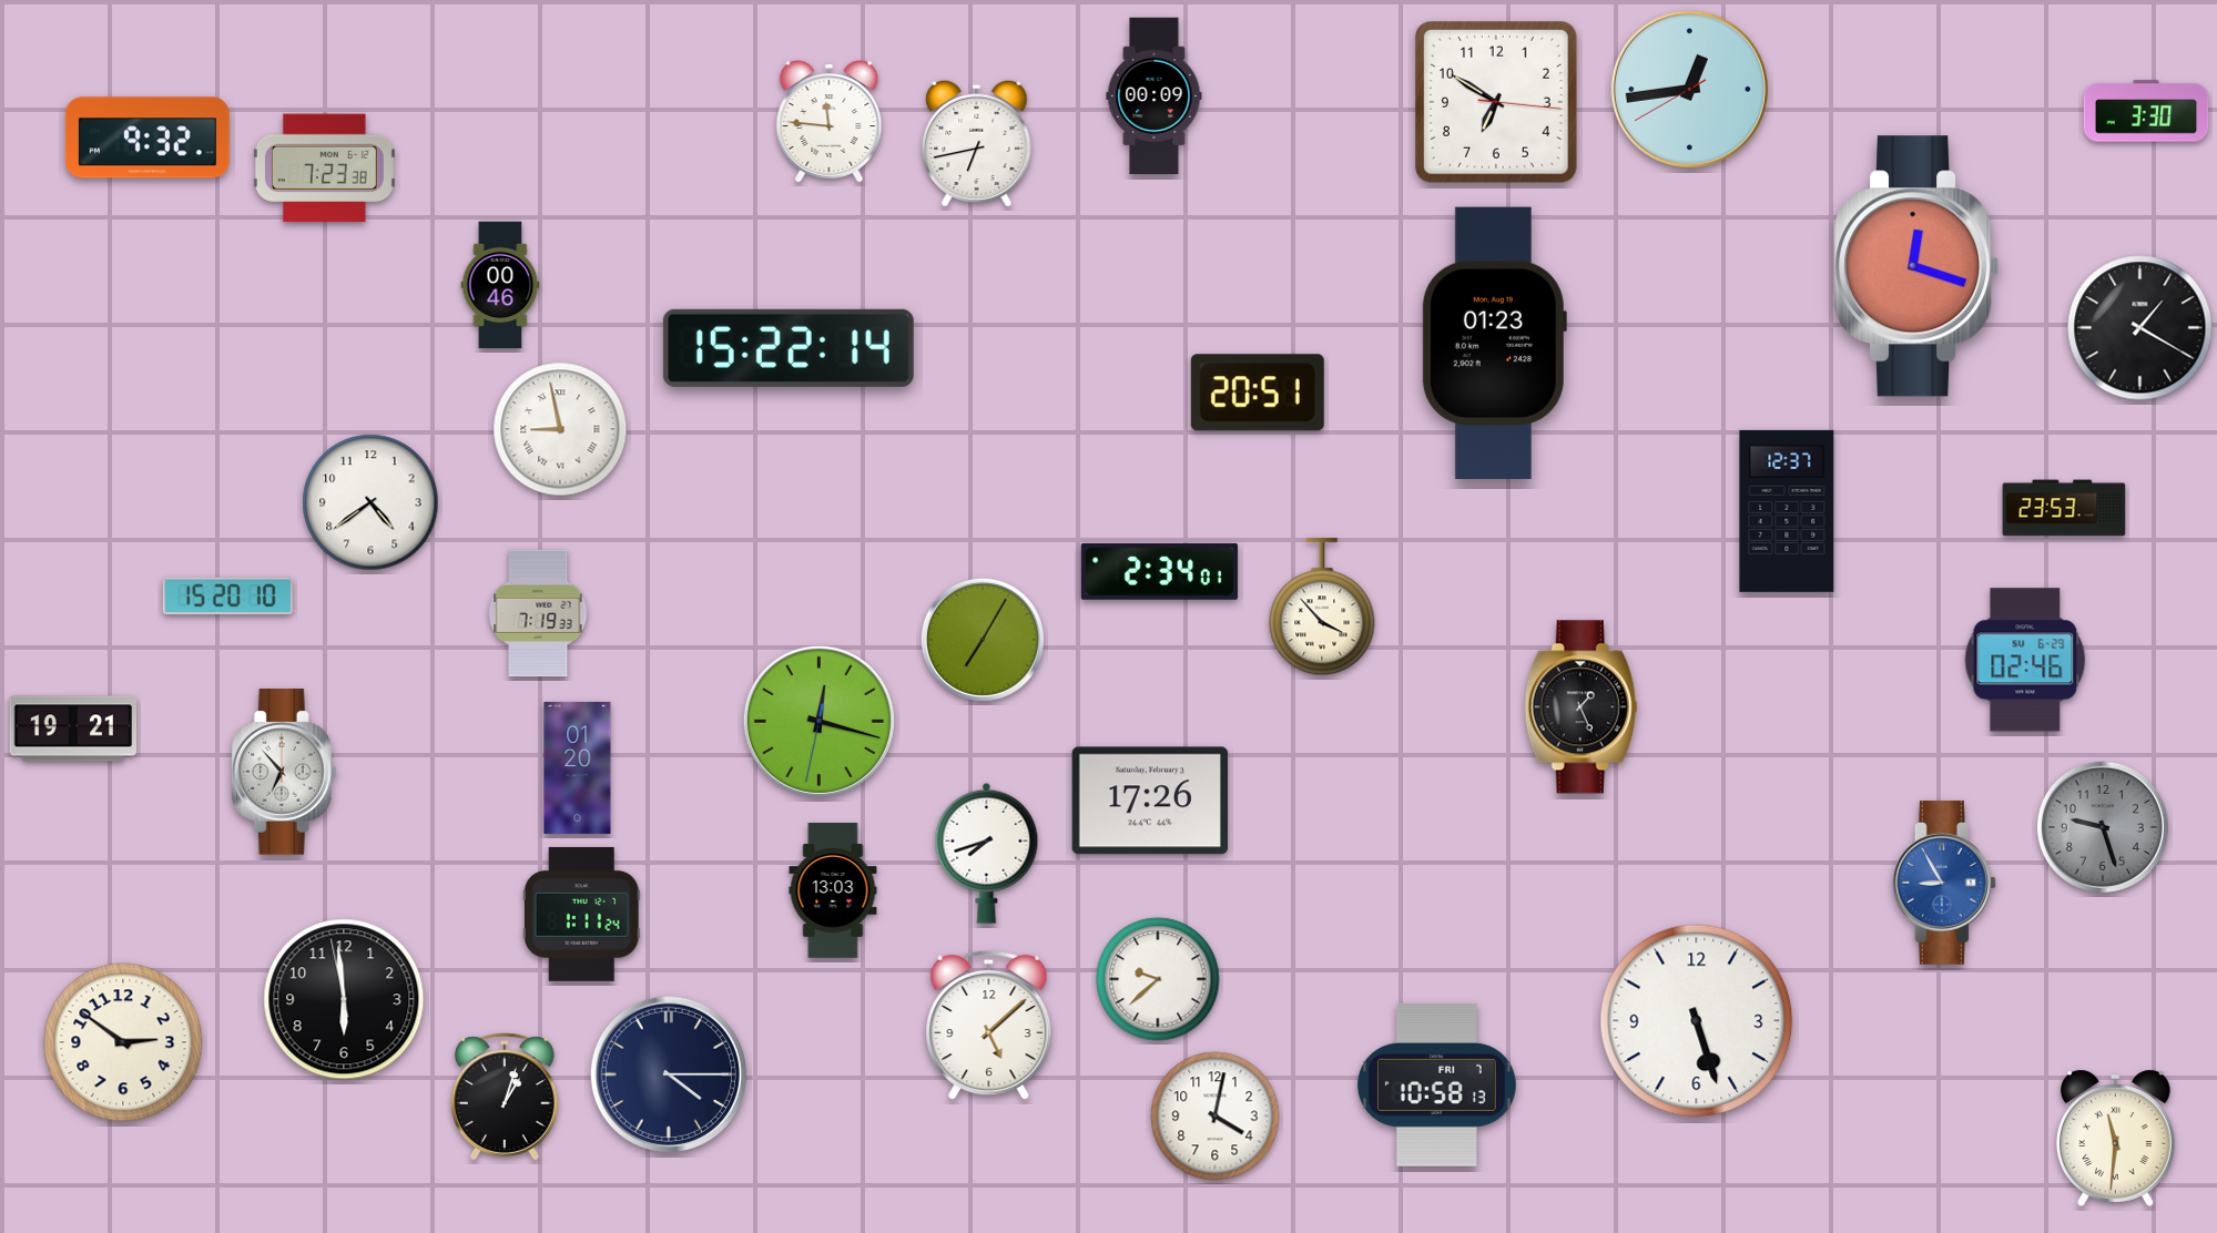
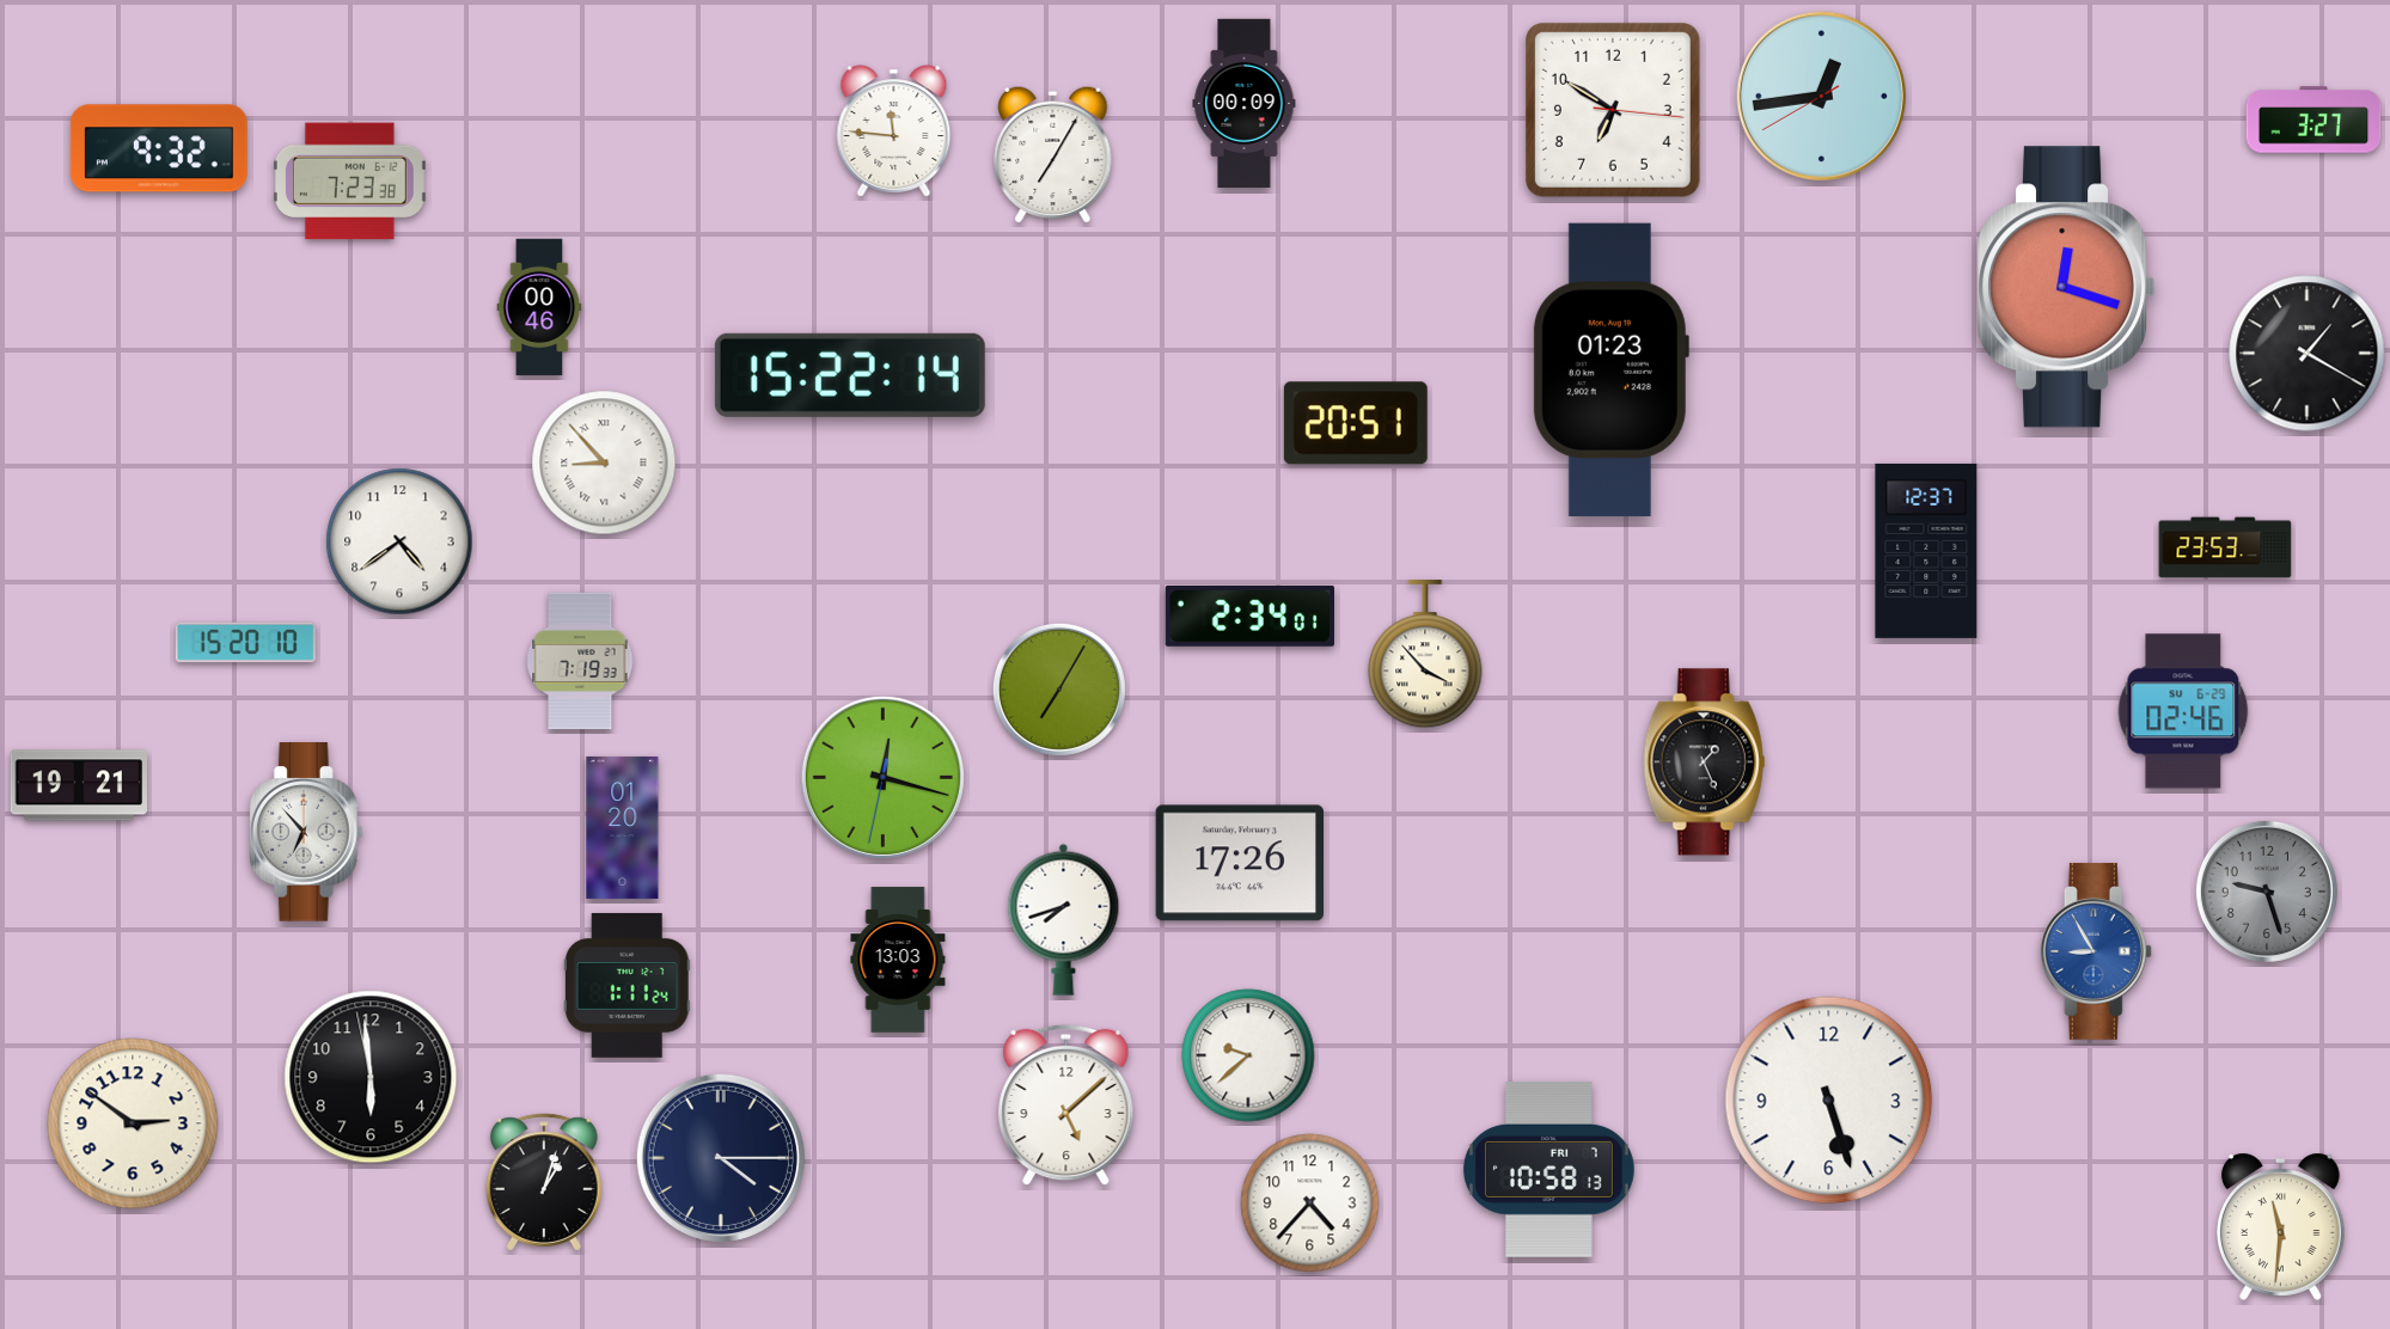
clock at (2146, 111): 3:30 -> 3:27
clock at (977, 143): 6:43 -> 7:05
clock at (560, 429): 8:58 -> 8:53
clock at (1216, 1117): 4:02 -> 4:37
